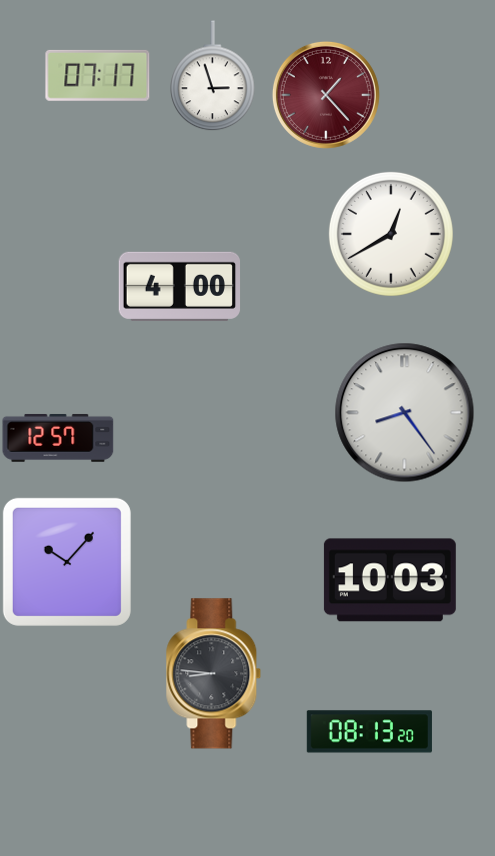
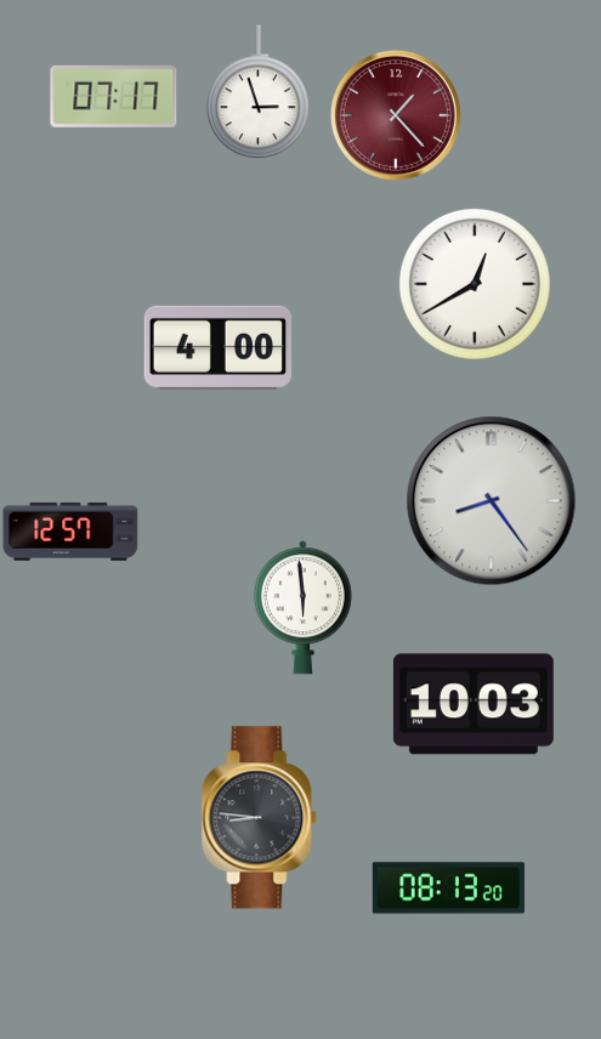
clock at (98, 75) position: (98, 75) -> (114, 96)
clock at (302, 608): none -> 5:59
clock at (67, 562): 10:07 -> none
